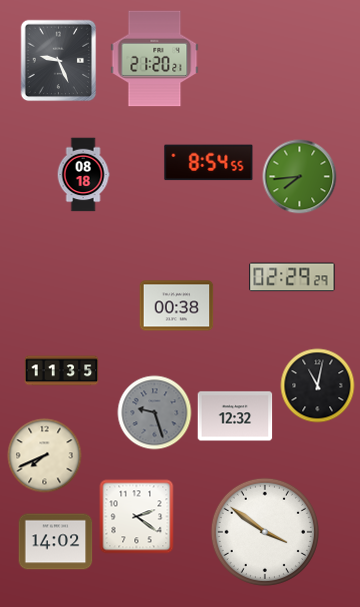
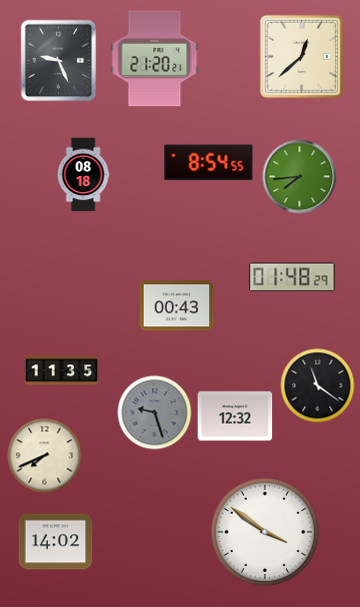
clock at (301, 56): none -> 12:38
clock at (292, 277): 02:29 -> 01:48
clock at (177, 306): 00:38 -> 00:43
clock at (318, 386): 11:02 -> 11:21
clock at (137, 517): 2:21 -> none
